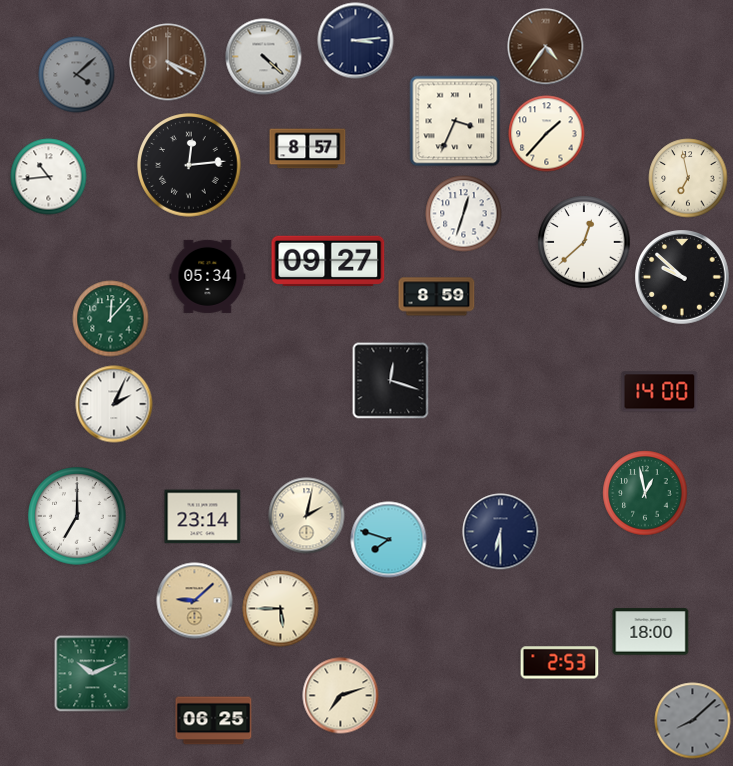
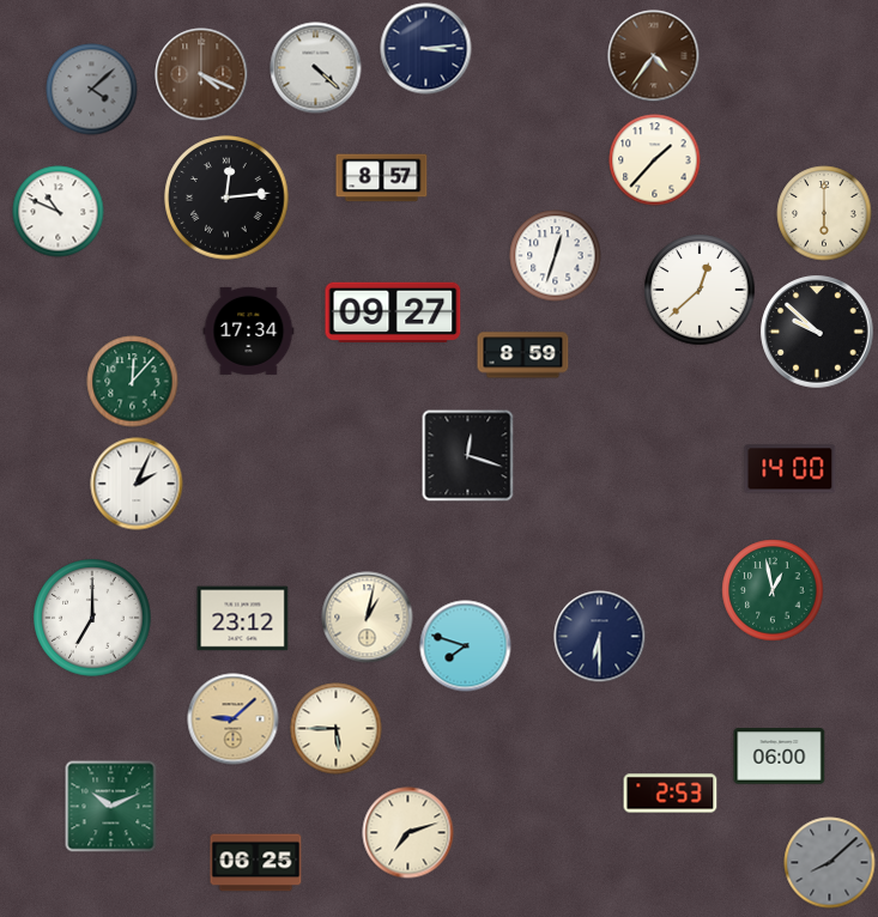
clock at (455, 121): 3:34 -> none
clock at (308, 149) position: (308, 149) -> (382, 178)
clock at (49, 177): 10:44 -> 10:49
clock at (688, 178): 6:58 -> 6:00
clock at (208, 276): 05:34 -> 17:34
clock at (307, 516): 2:02 -> 1:02
clock at (203, 517): 23:14 -> 23:12
clock at (651, 632): 18:00 -> 06:00
